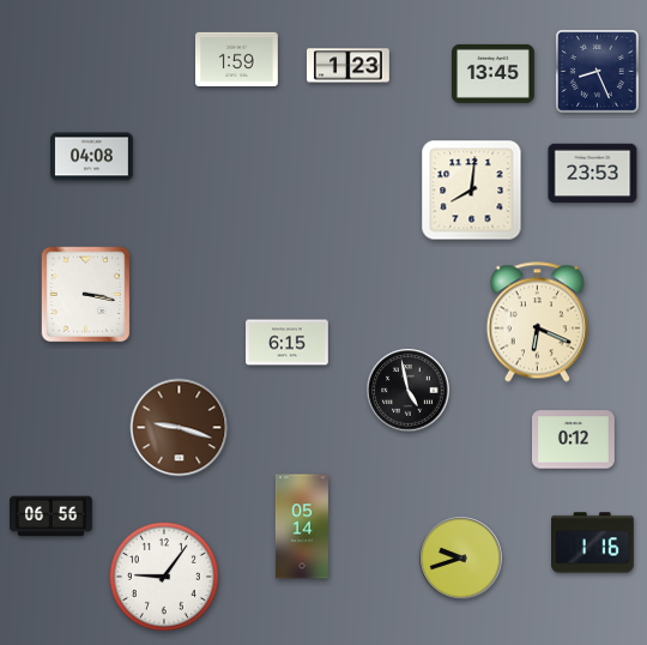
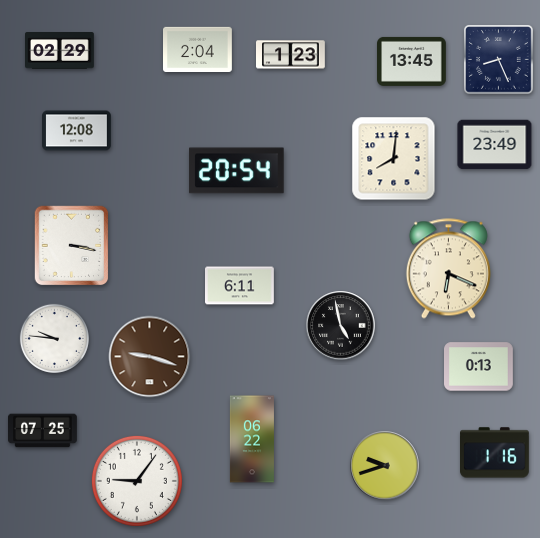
clock at (237, 59): 1:59 -> 2:04
clock at (60, 51): none -> 02:29
clock at (92, 157): 04:08 -> 12:08
clock at (593, 174): 23:53 -> 23:49
clock at (237, 171): none -> 20:54
clock at (288, 343): 6:15 -> 6:11
clock at (54, 338): none -> 9:46
clock at (574, 440): 0:12 -> 0:13
clock at (52, 517): 06:56 -> 07:25
clock at (302, 526): 05:14 -> 06:22
